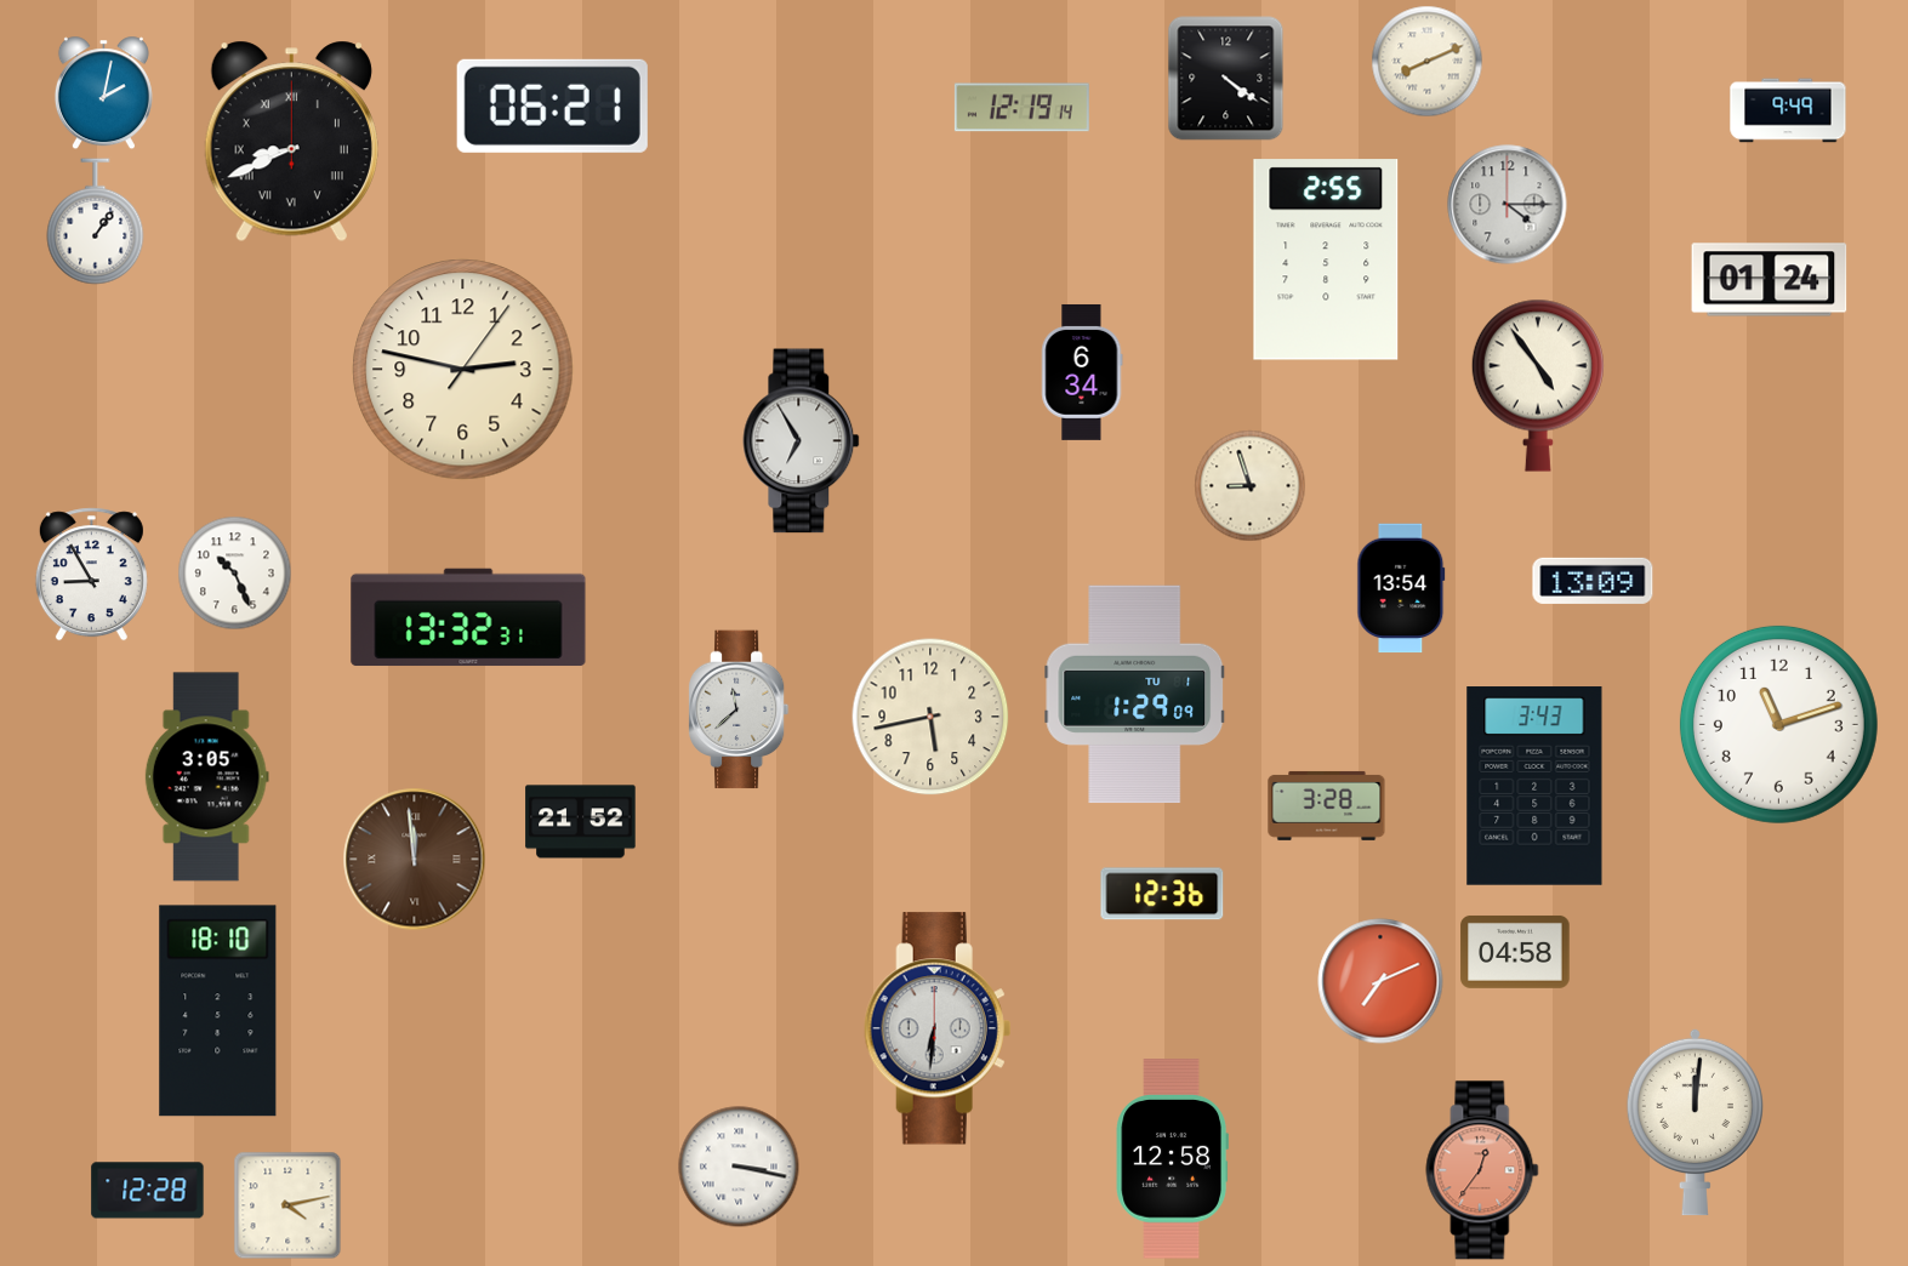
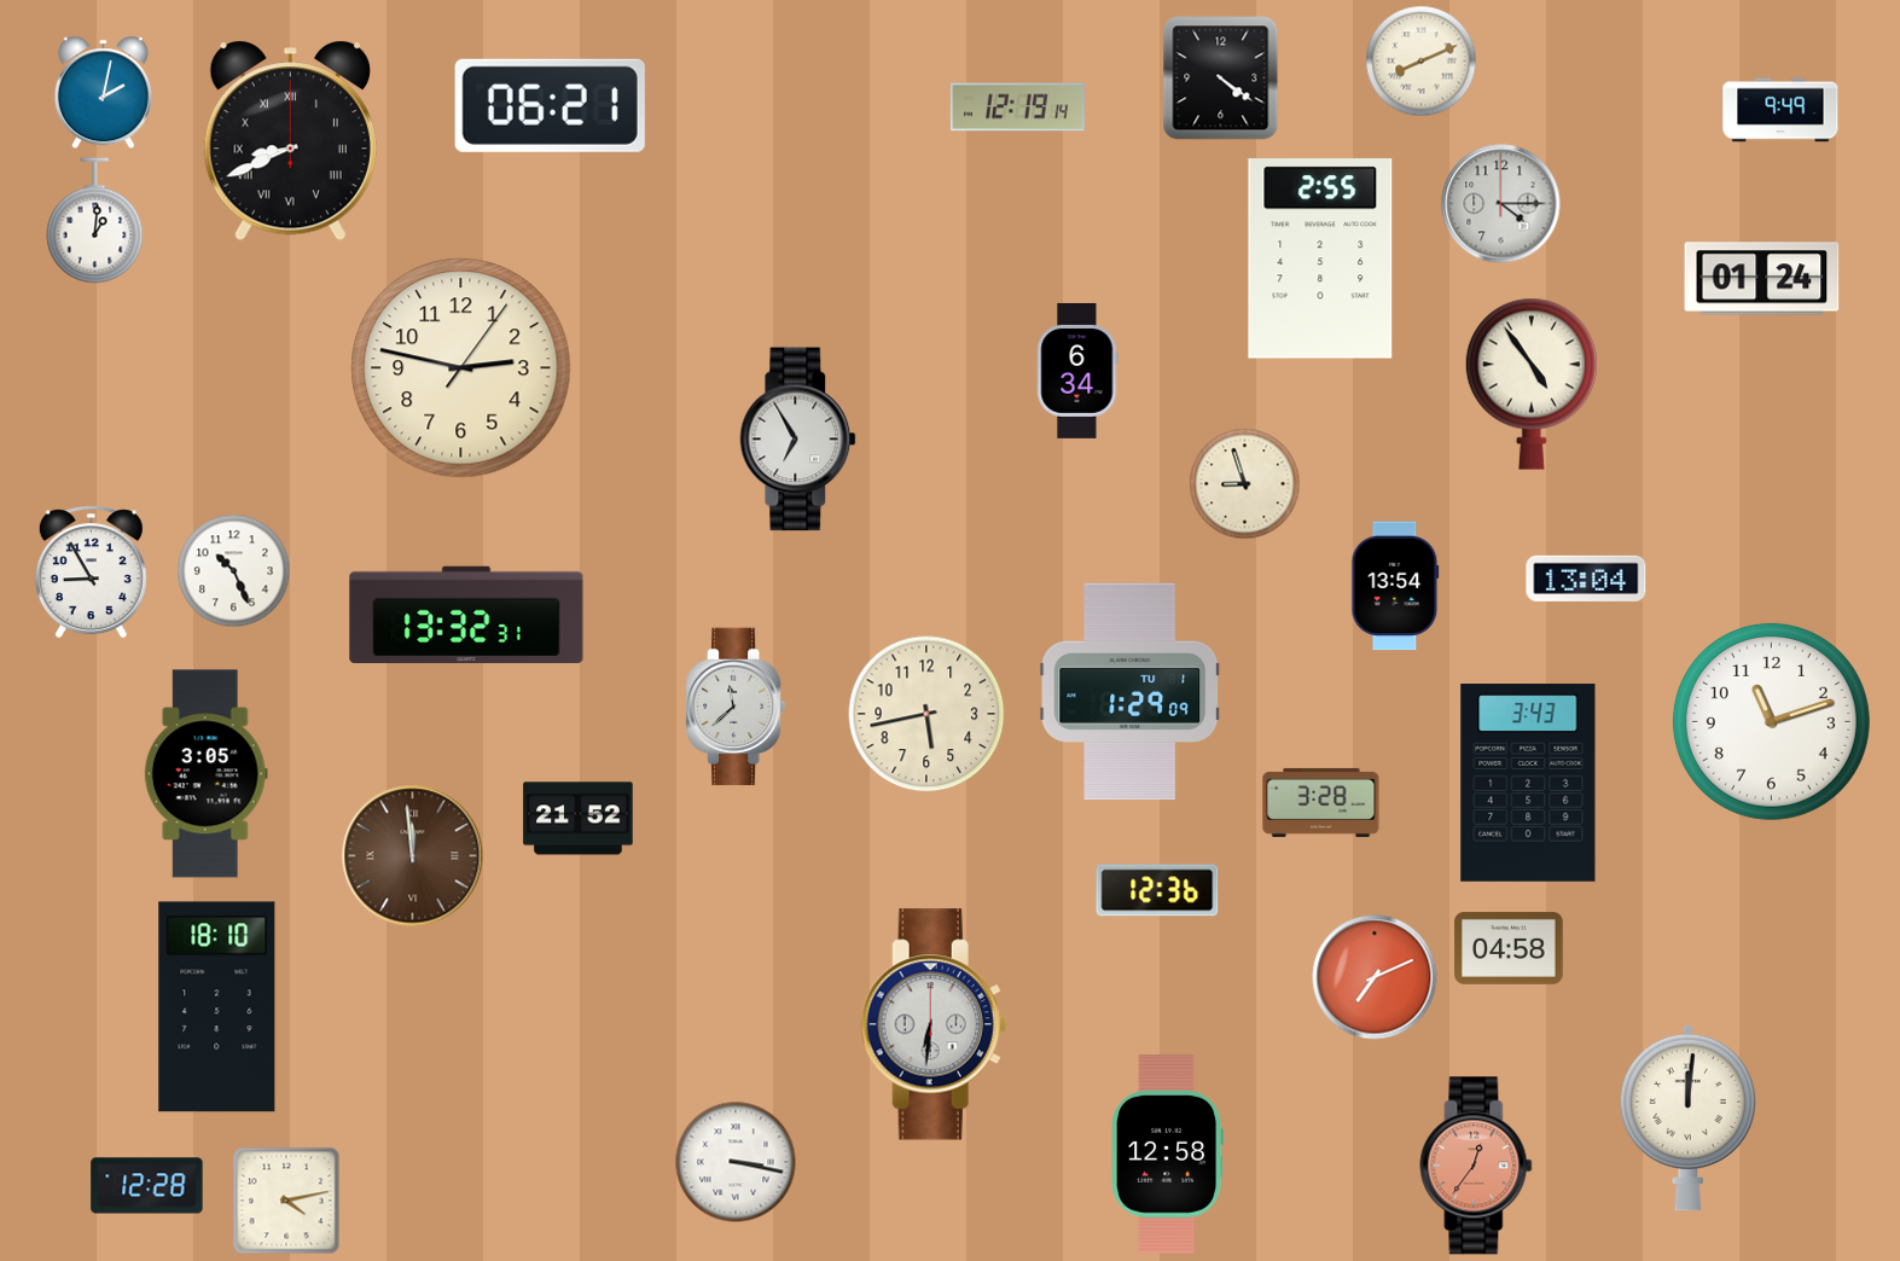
clock at (96, 222): 1:06 -> 1:01
clock at (1593, 581): 13:09 -> 13:04
